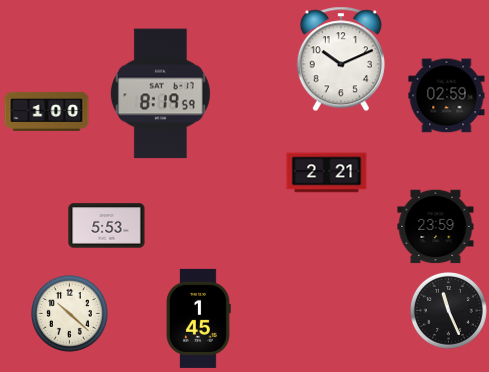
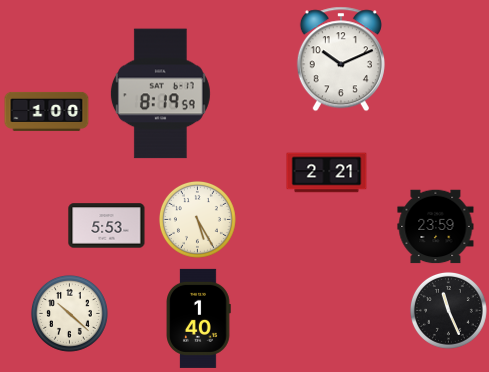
clock at (447, 96): 02:59 -> none
clock at (197, 219): none -> 5:25
clock at (198, 318): 1:45 -> 1:40
